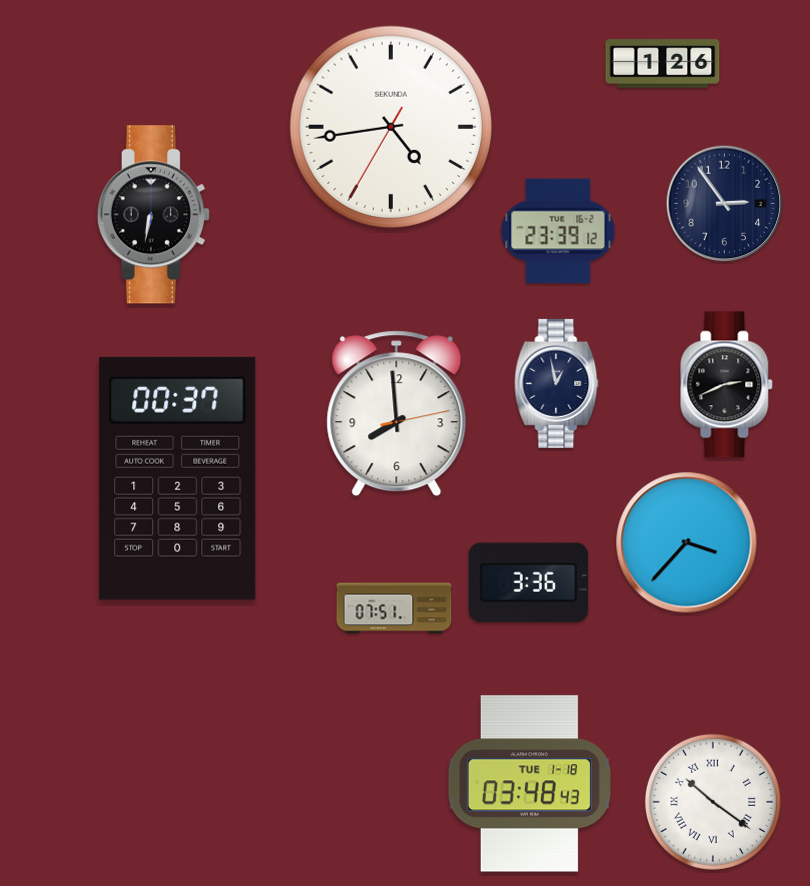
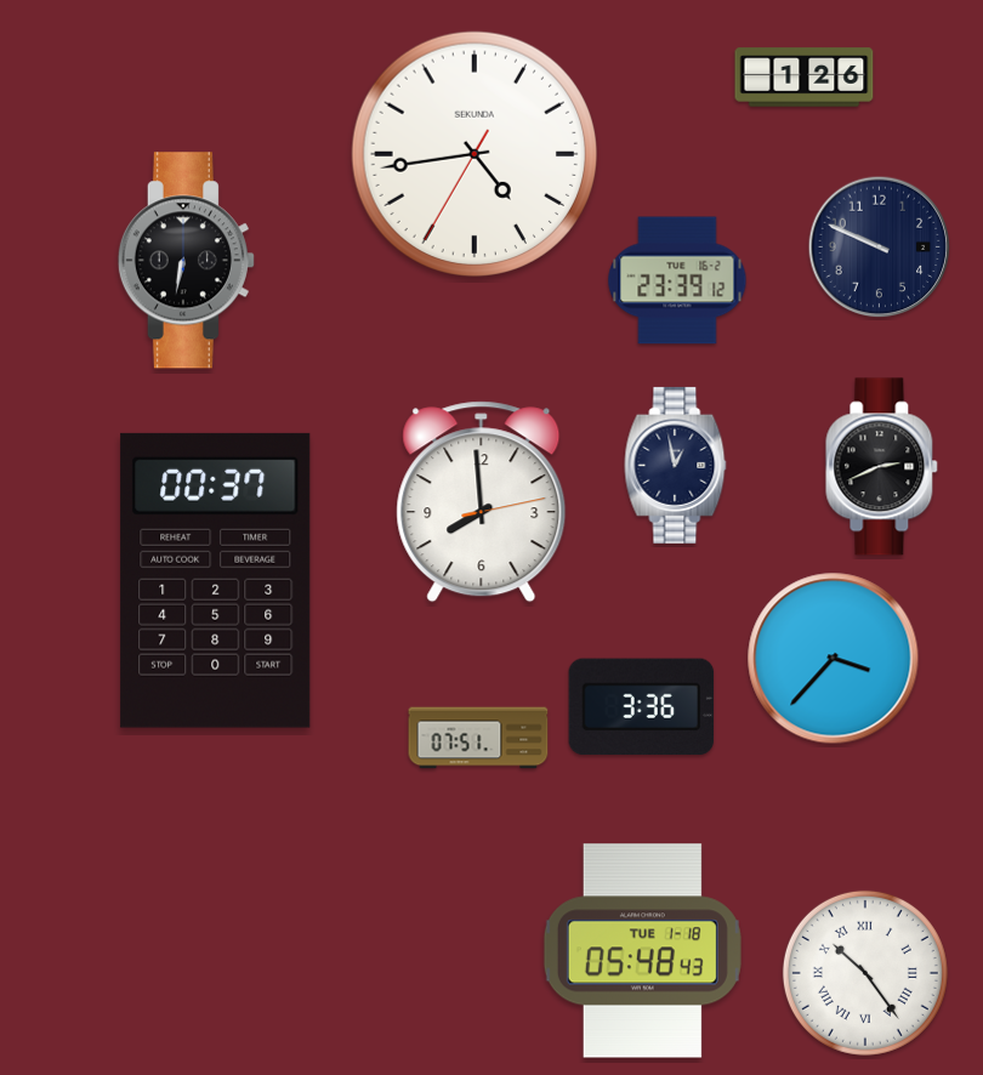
clock at (725, 204): 2:54 -> 9:49
clock at (529, 784): 03:48 -> 05:48
clock at (713, 802): 10:21 -> 10:24
